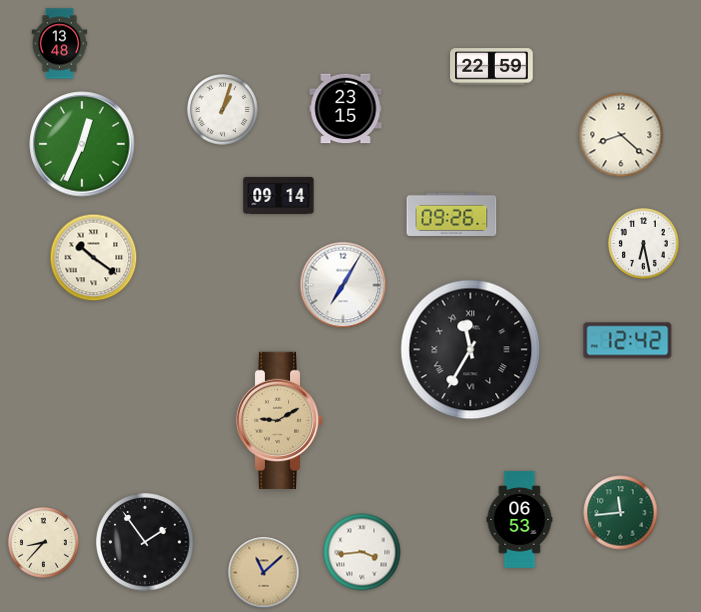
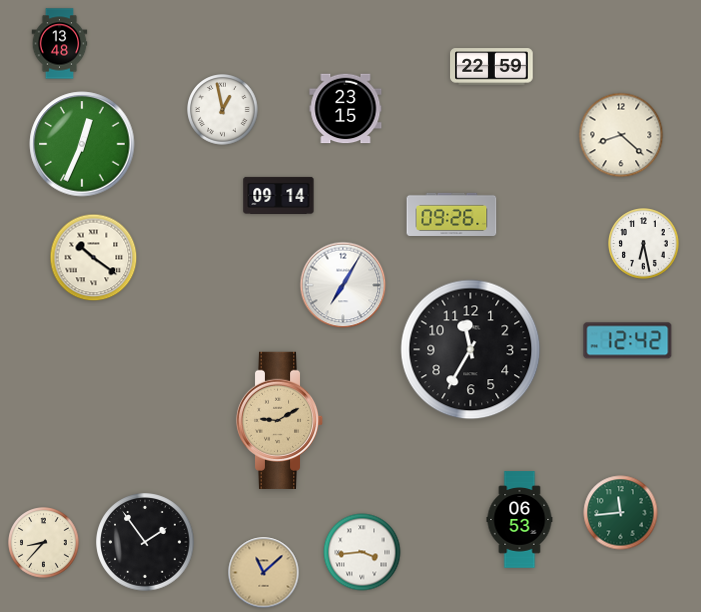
clock at (223, 110): 1:03 -> 12:58
clock at (471, 350) numerals: Roman -> Arabic
